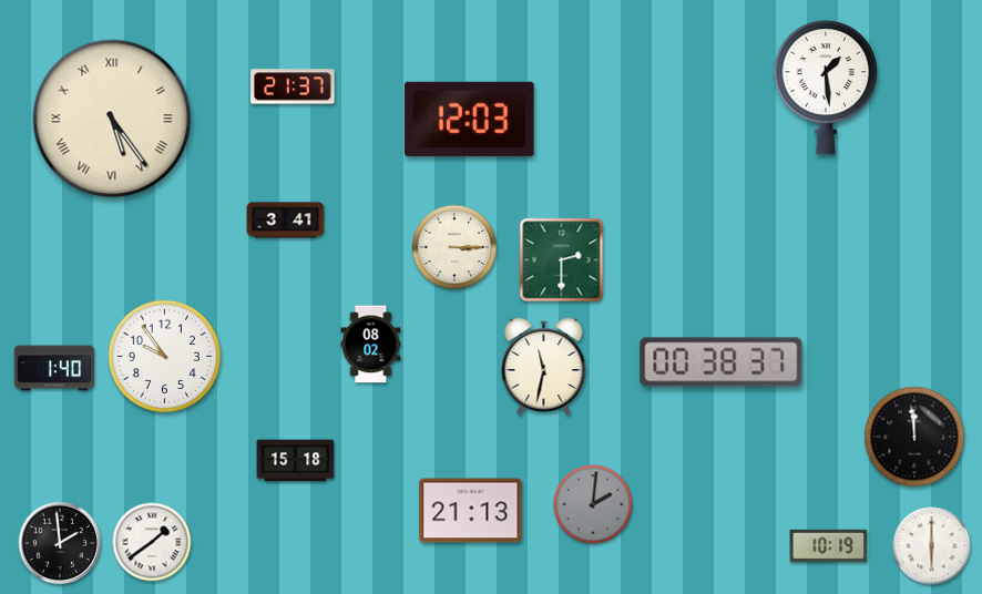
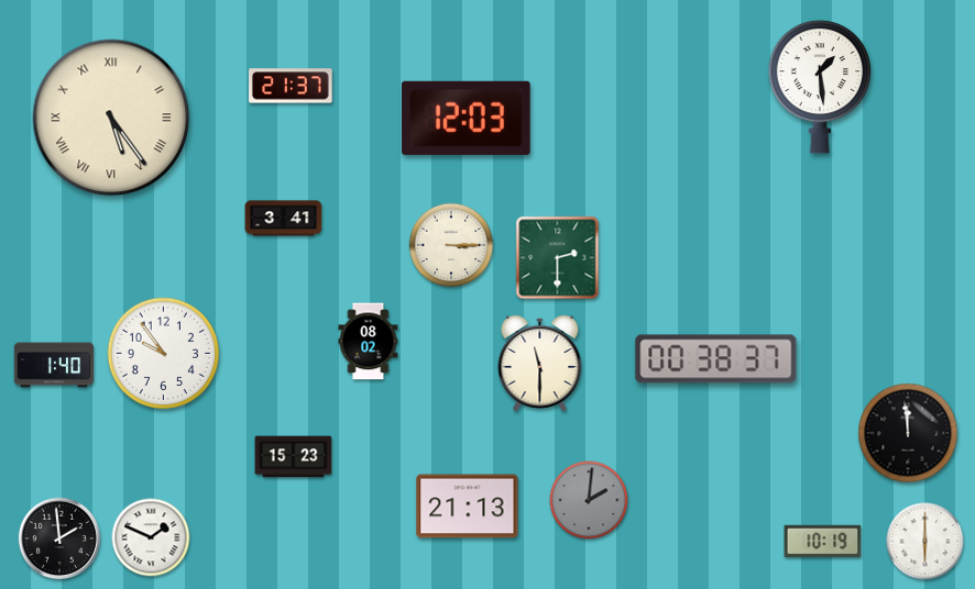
clock at (544, 366): 11:32 -> 11:30
clock at (296, 461): 15:18 -> 15:23
clock at (152, 542): 1:39 -> 1:49
